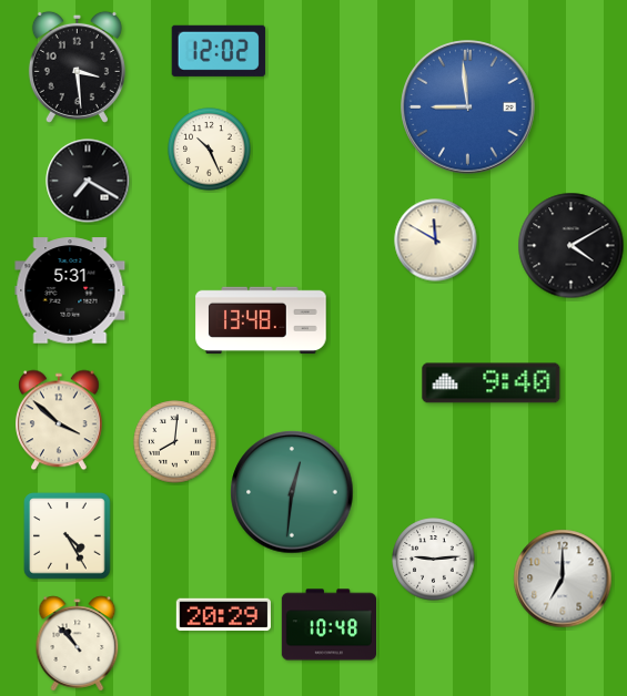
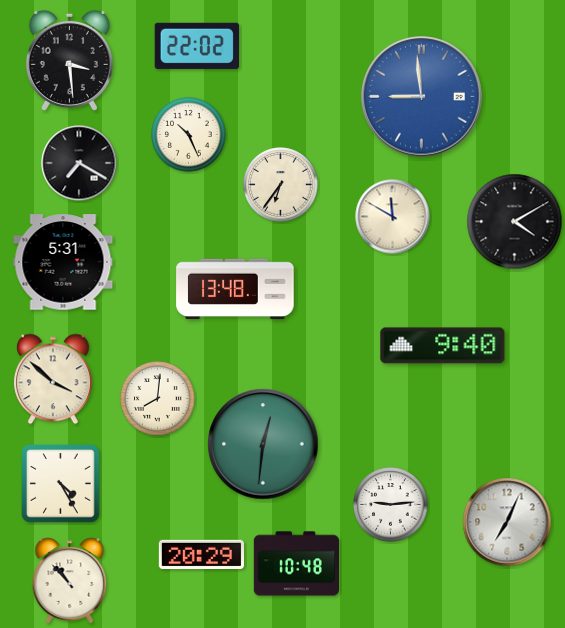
clock at (219, 51): 12:02 -> 22:02
clock at (281, 185): none -> 6:36
clock at (563, 579): 7:00 -> 7:04
